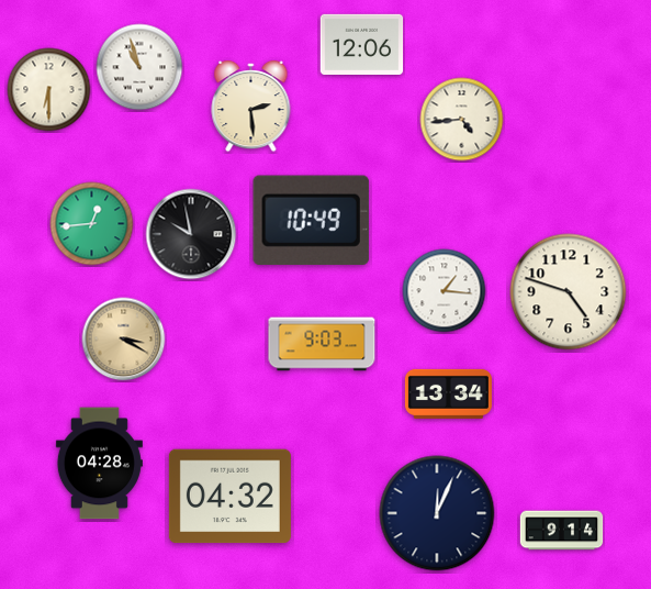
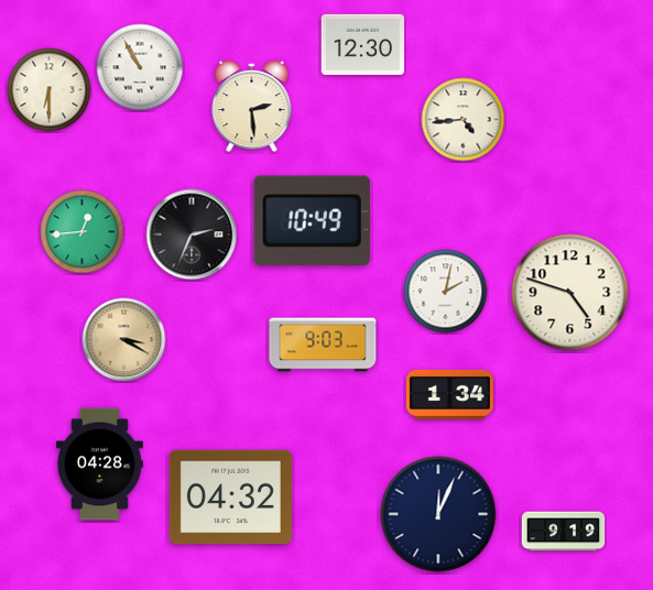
clock at (362, 44): 12:06 -> 12:30
clock at (139, 67): 10:57 -> 10:55
clock at (92, 224) position: (92, 224) -> (83, 232)
clock at (191, 234): 9:58 -> 2:34
clock at (445, 291): 1:16 -> 2:02
clock at (448, 393): 13:34 -> 1:34
clock at (562, 531): 9:14 -> 9:19
